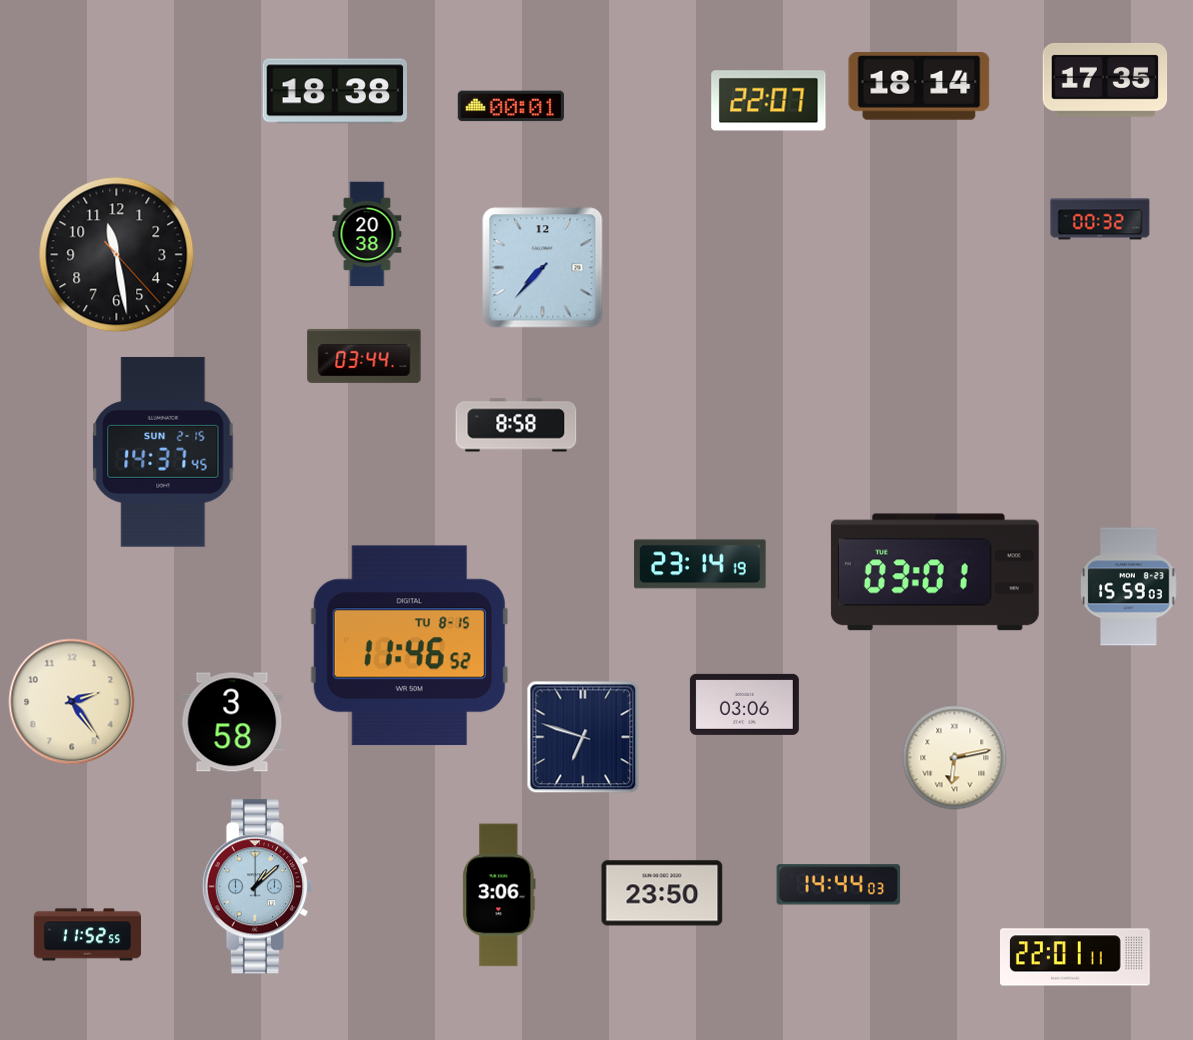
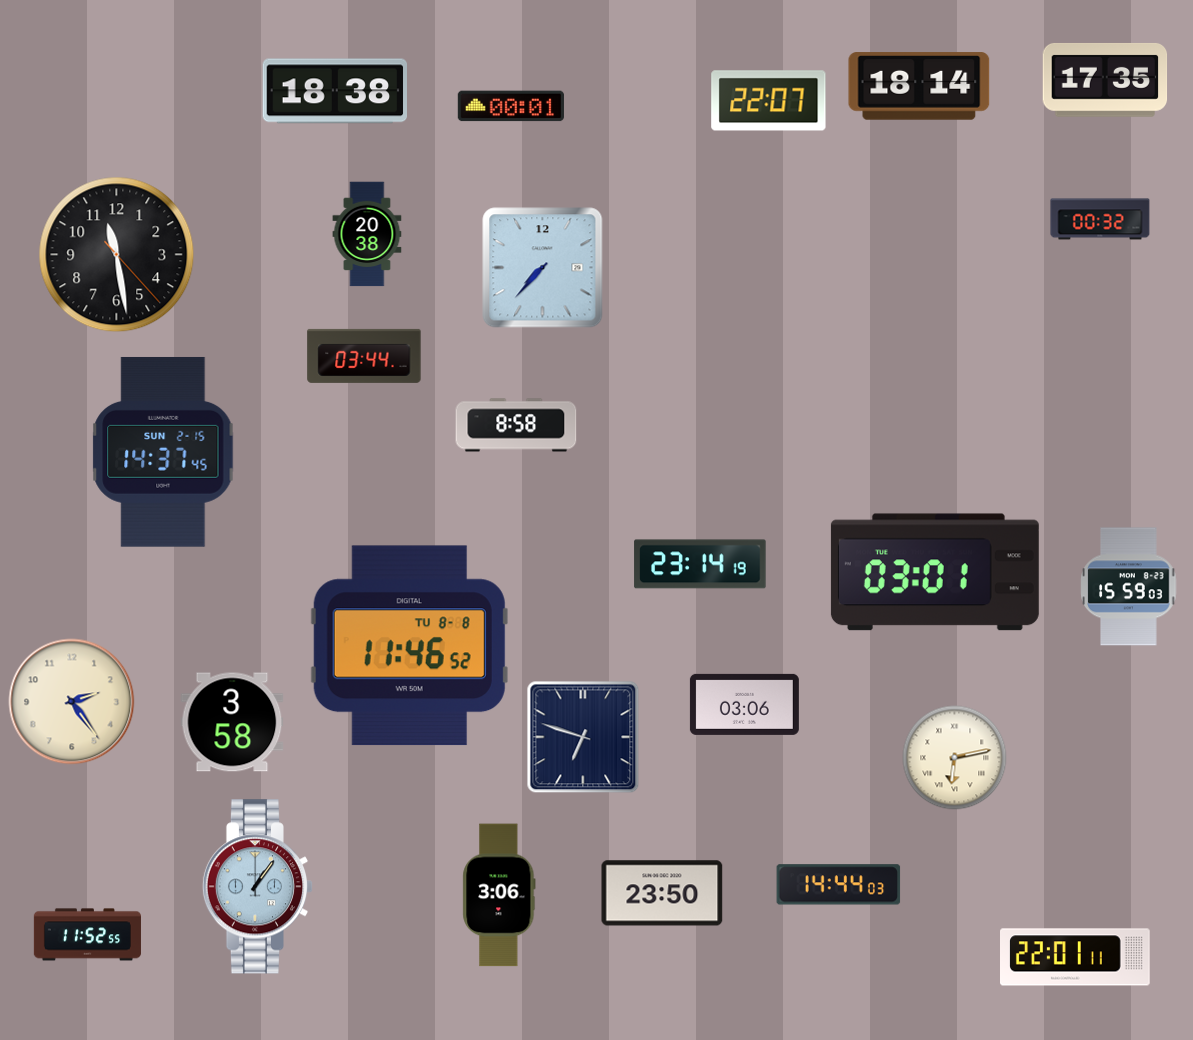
clock at (409, 646) date: TU 8-15 -> TU 8-8
clock at (258, 887): 1:08 -> 1:06
